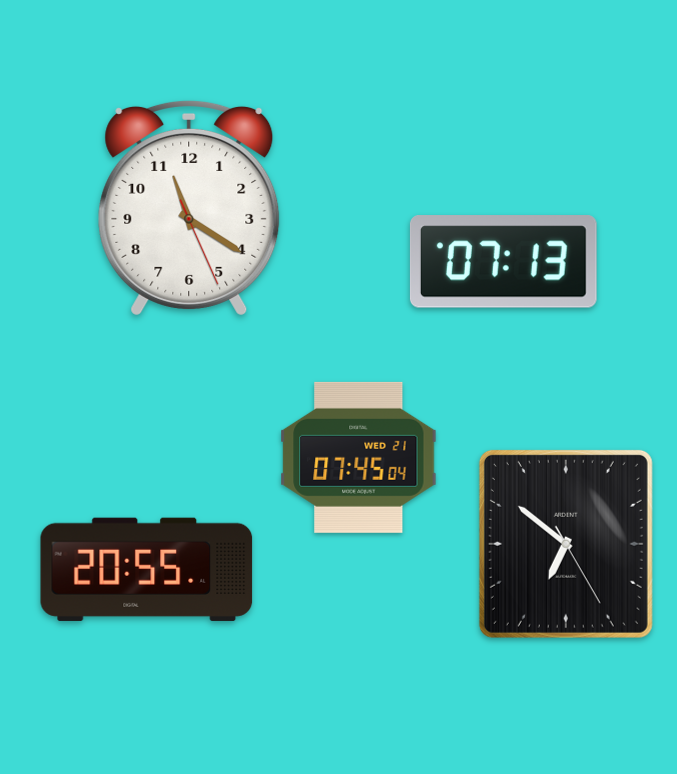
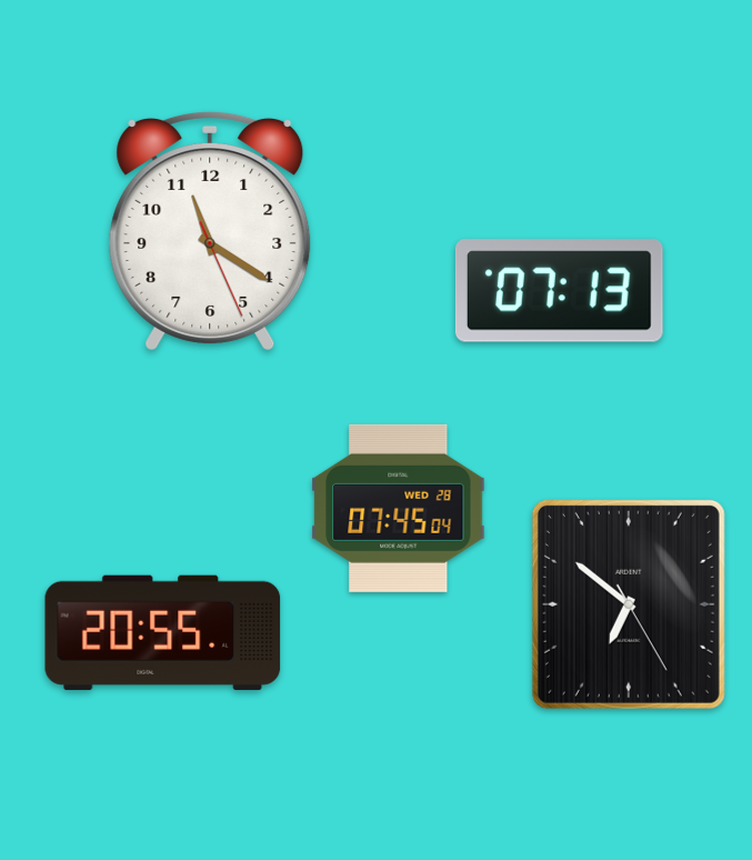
clock at (359, 457) date: WED 21 -> WED 28
